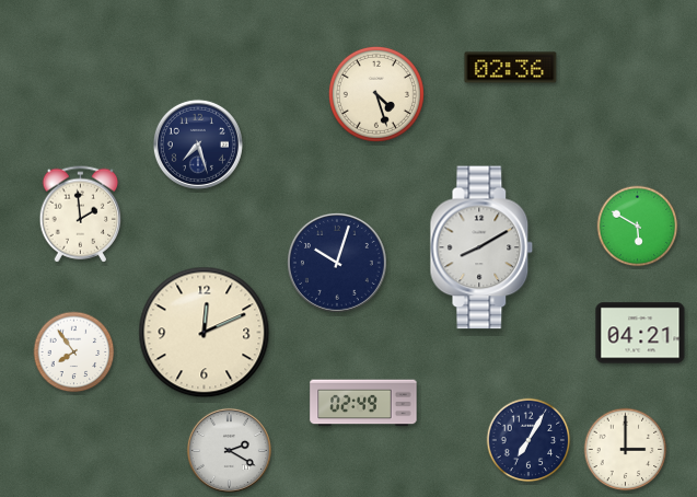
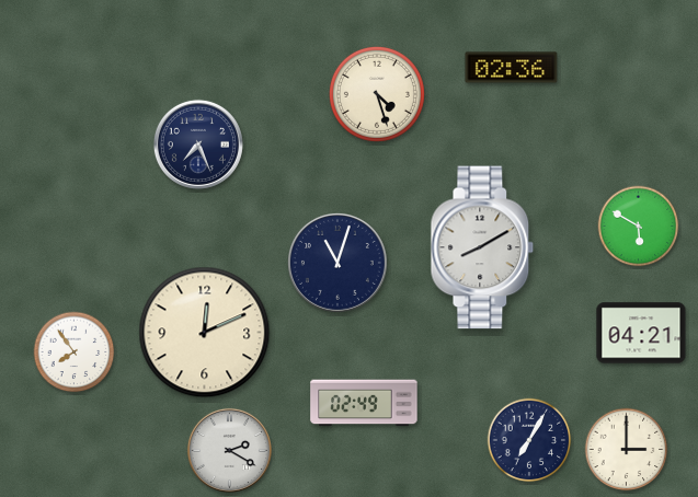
clock at (198, 145): 7:27 -> 7:26
clock at (81, 215): 1:59 -> none
clock at (337, 263): 10:03 -> 11:03
